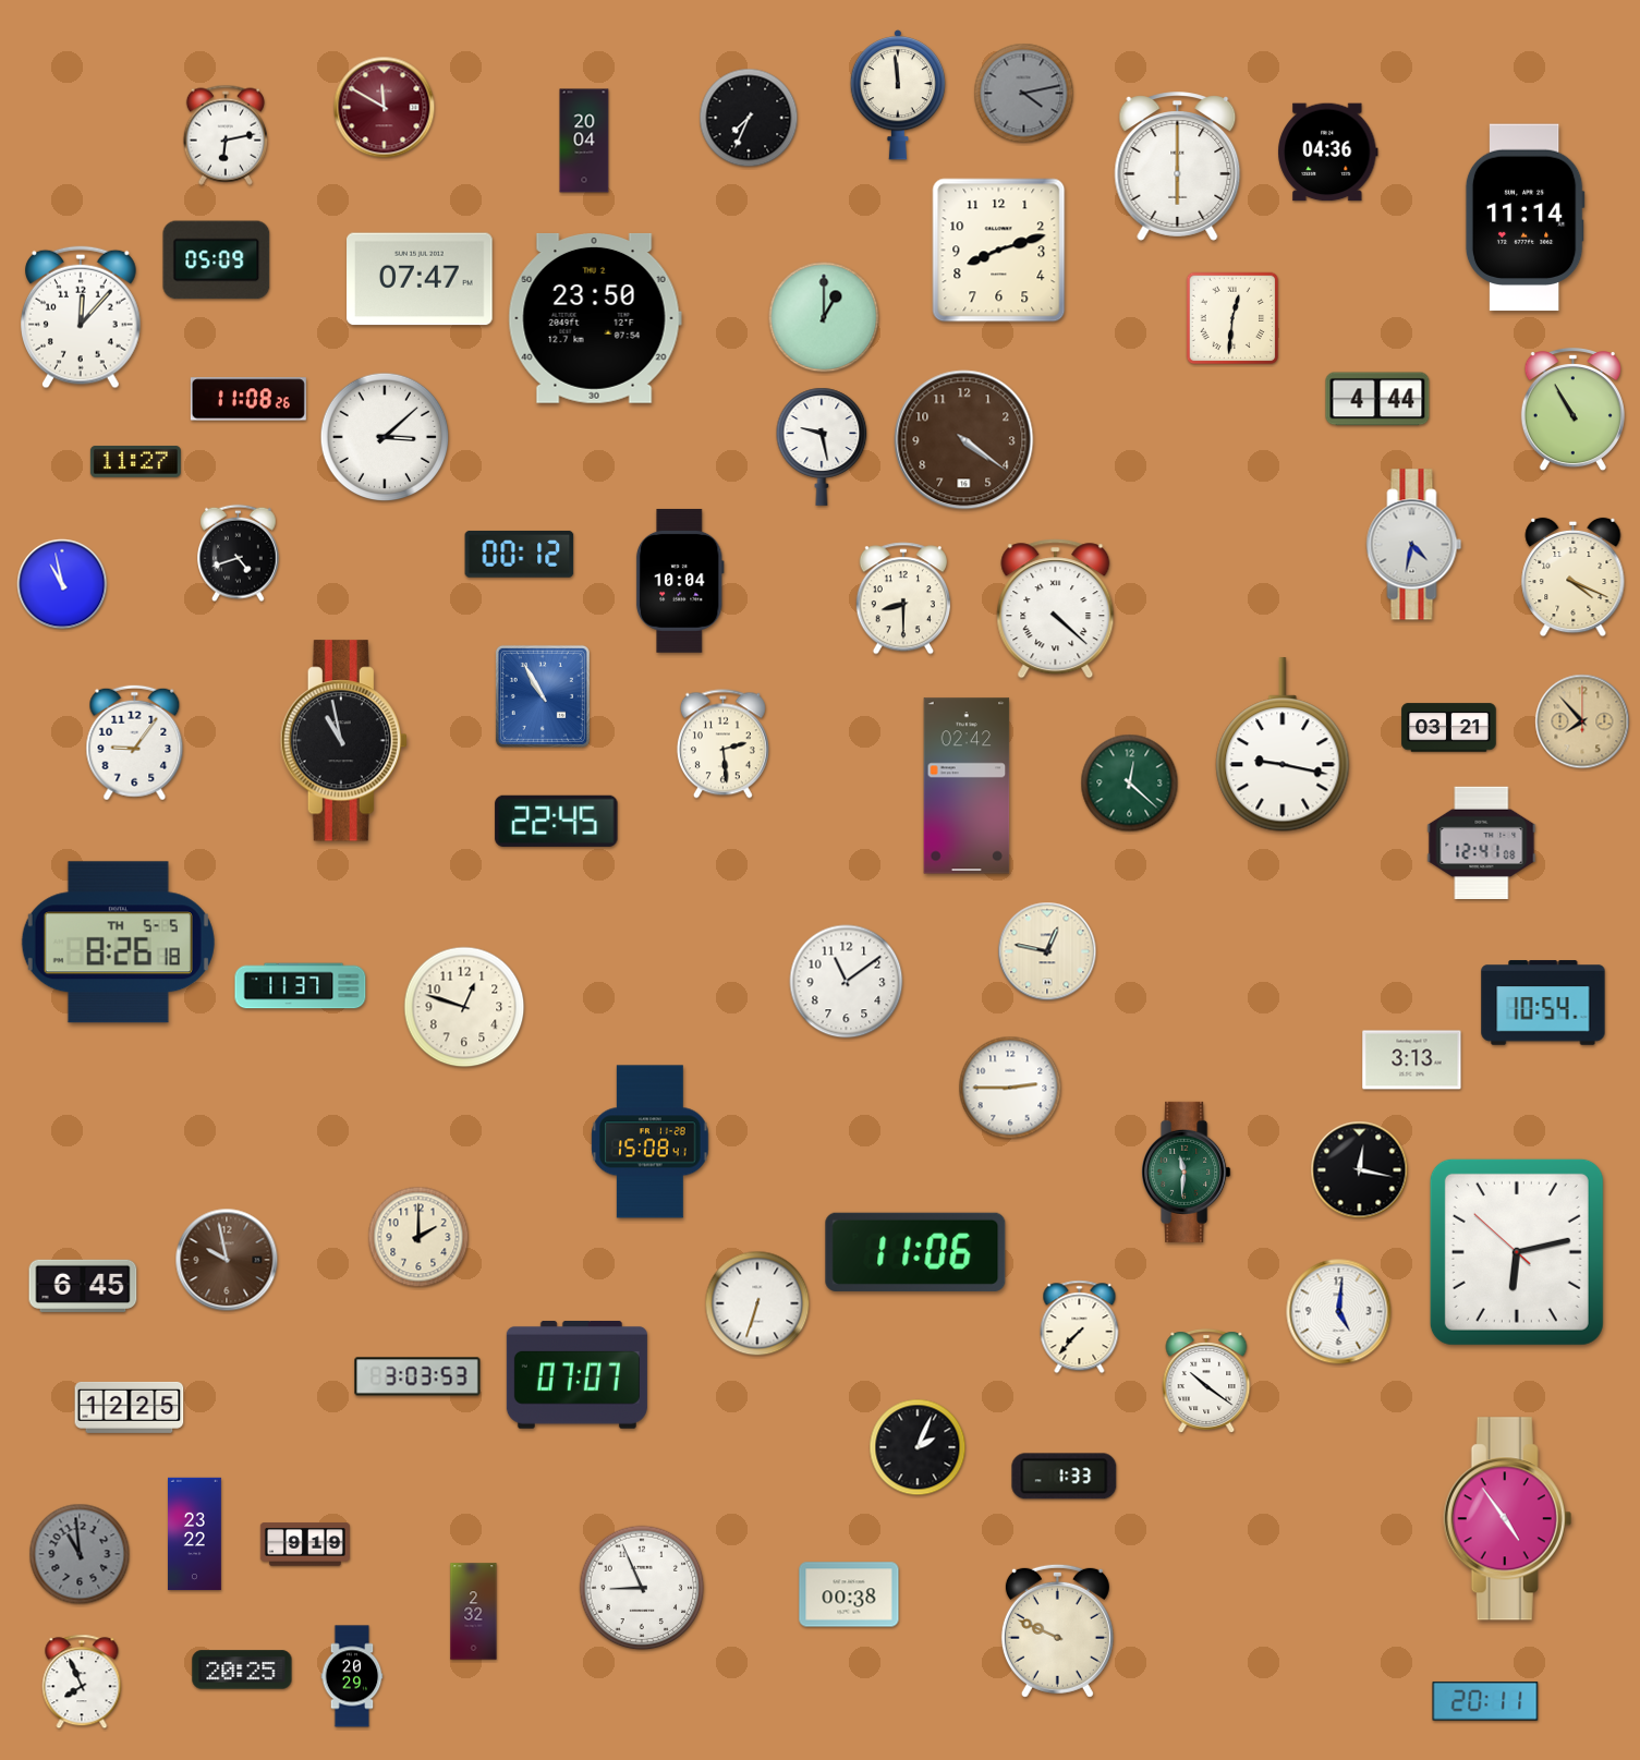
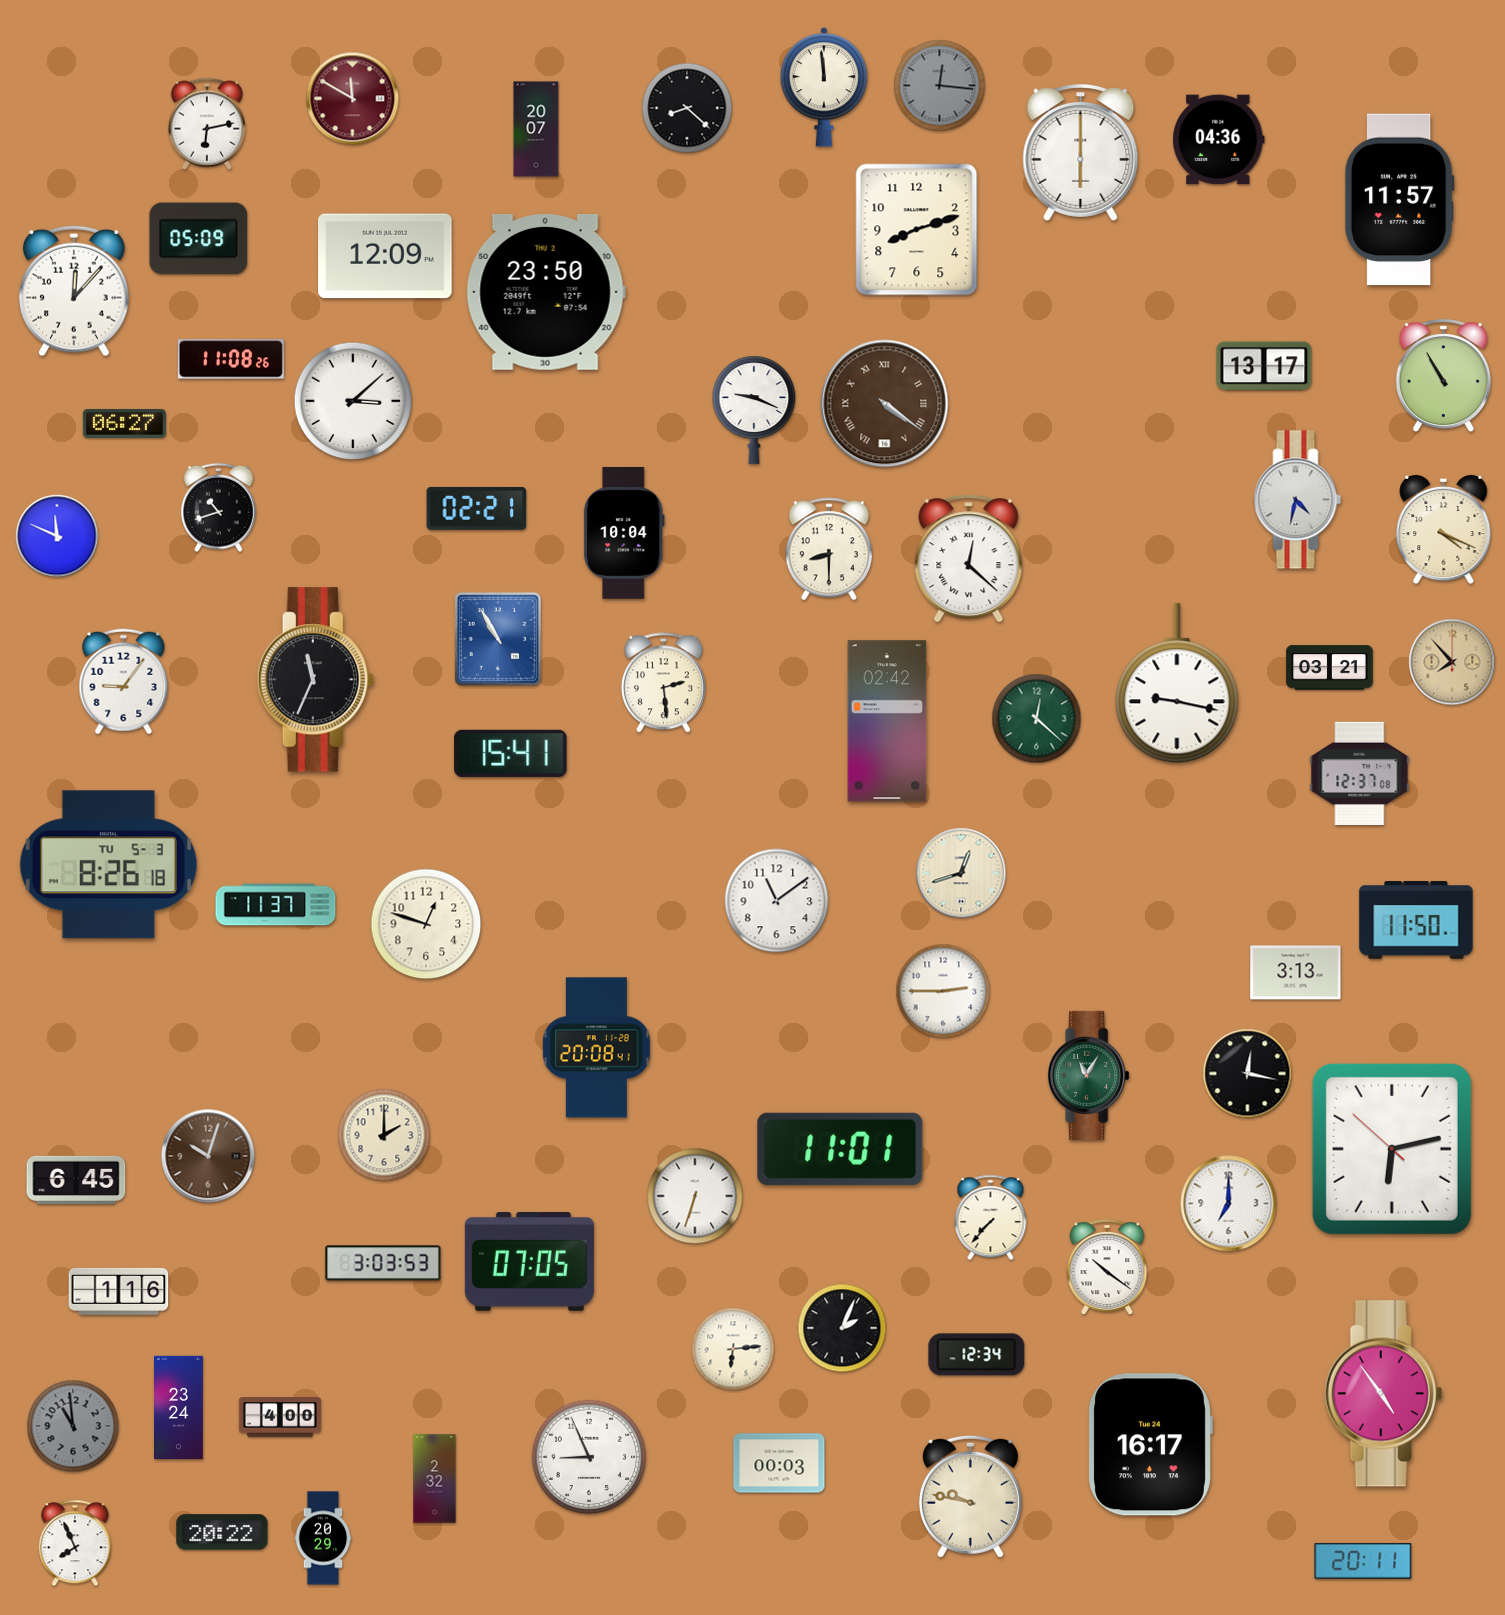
clock at (1024, 94): 4:13 -> 12:16
clock at (749, 118): 7:34 -> 8:22
clock at (584, 141): 20:04 -> 20:07
clock at (1524, 218): 11:14 -> 11:57
clock at (420, 279): 07:47 -> 12:09
clock at (824, 317): 1:00 -> none
clock at (1232, 318): 12:31 -> none
clock at (248, 399) position: (248, 399) -> (231, 359)
clock at (1377, 399): 4:44 -> 13:17
clock at (964, 440) numerals: Arabic -> Roman
clock at (822, 447): 9:28 -> 9:19
clock at (135, 462): 11:27 -> 06:27
clock at (239, 554): 4:42 -> 10:42
clock at (520, 554): 00:12 -> 02:21
clock at (62, 584): 10:58 -> 11:49
clock at (1056, 609): 4:22 -> 12:22
clock at (343, 741): 10:58 -> 11:34
clock at (557, 821): 22:45 -> 15:41
clock at (1482, 842): 12:41 -> 12:37
clock at (118, 943) date: TH 5-5 -> TU 5-3
clock at (1047, 951): 12:47 -> 12:42
clock at (1543, 1003): 10:54 -> 11:50
clock at (1010, 1088) position: (1010, 1088) -> (943, 991)
clock at (651, 1142): 15:08 -> 20:08
clock at (1187, 1172): 11:31 -> 11:05
clock at (915, 1252): 11:06 -> 11:01
clock at (227, 1260): 9:58 -> 10:03
clock at (1339, 1312): 5:01 -> 7:00
clock at (576, 1375): 07:07 -> 07:05
clock at (130, 1407): 12:25 -> 1:16
clock at (733, 1349): none -> 6:14
clock at (1065, 1477): 1:33 -> 12:34
clock at (195, 1534): 23:22 -> 23:24
clock at (305, 1544): 9:19 -> 4:00
clock at (1150, 1445): none -> 16:17
clock at (849, 1594): 00:38 -> 00:03
clock at (1057, 1630): 9:49 -> 9:47
clock at (242, 1670): 20:25 -> 20:22
